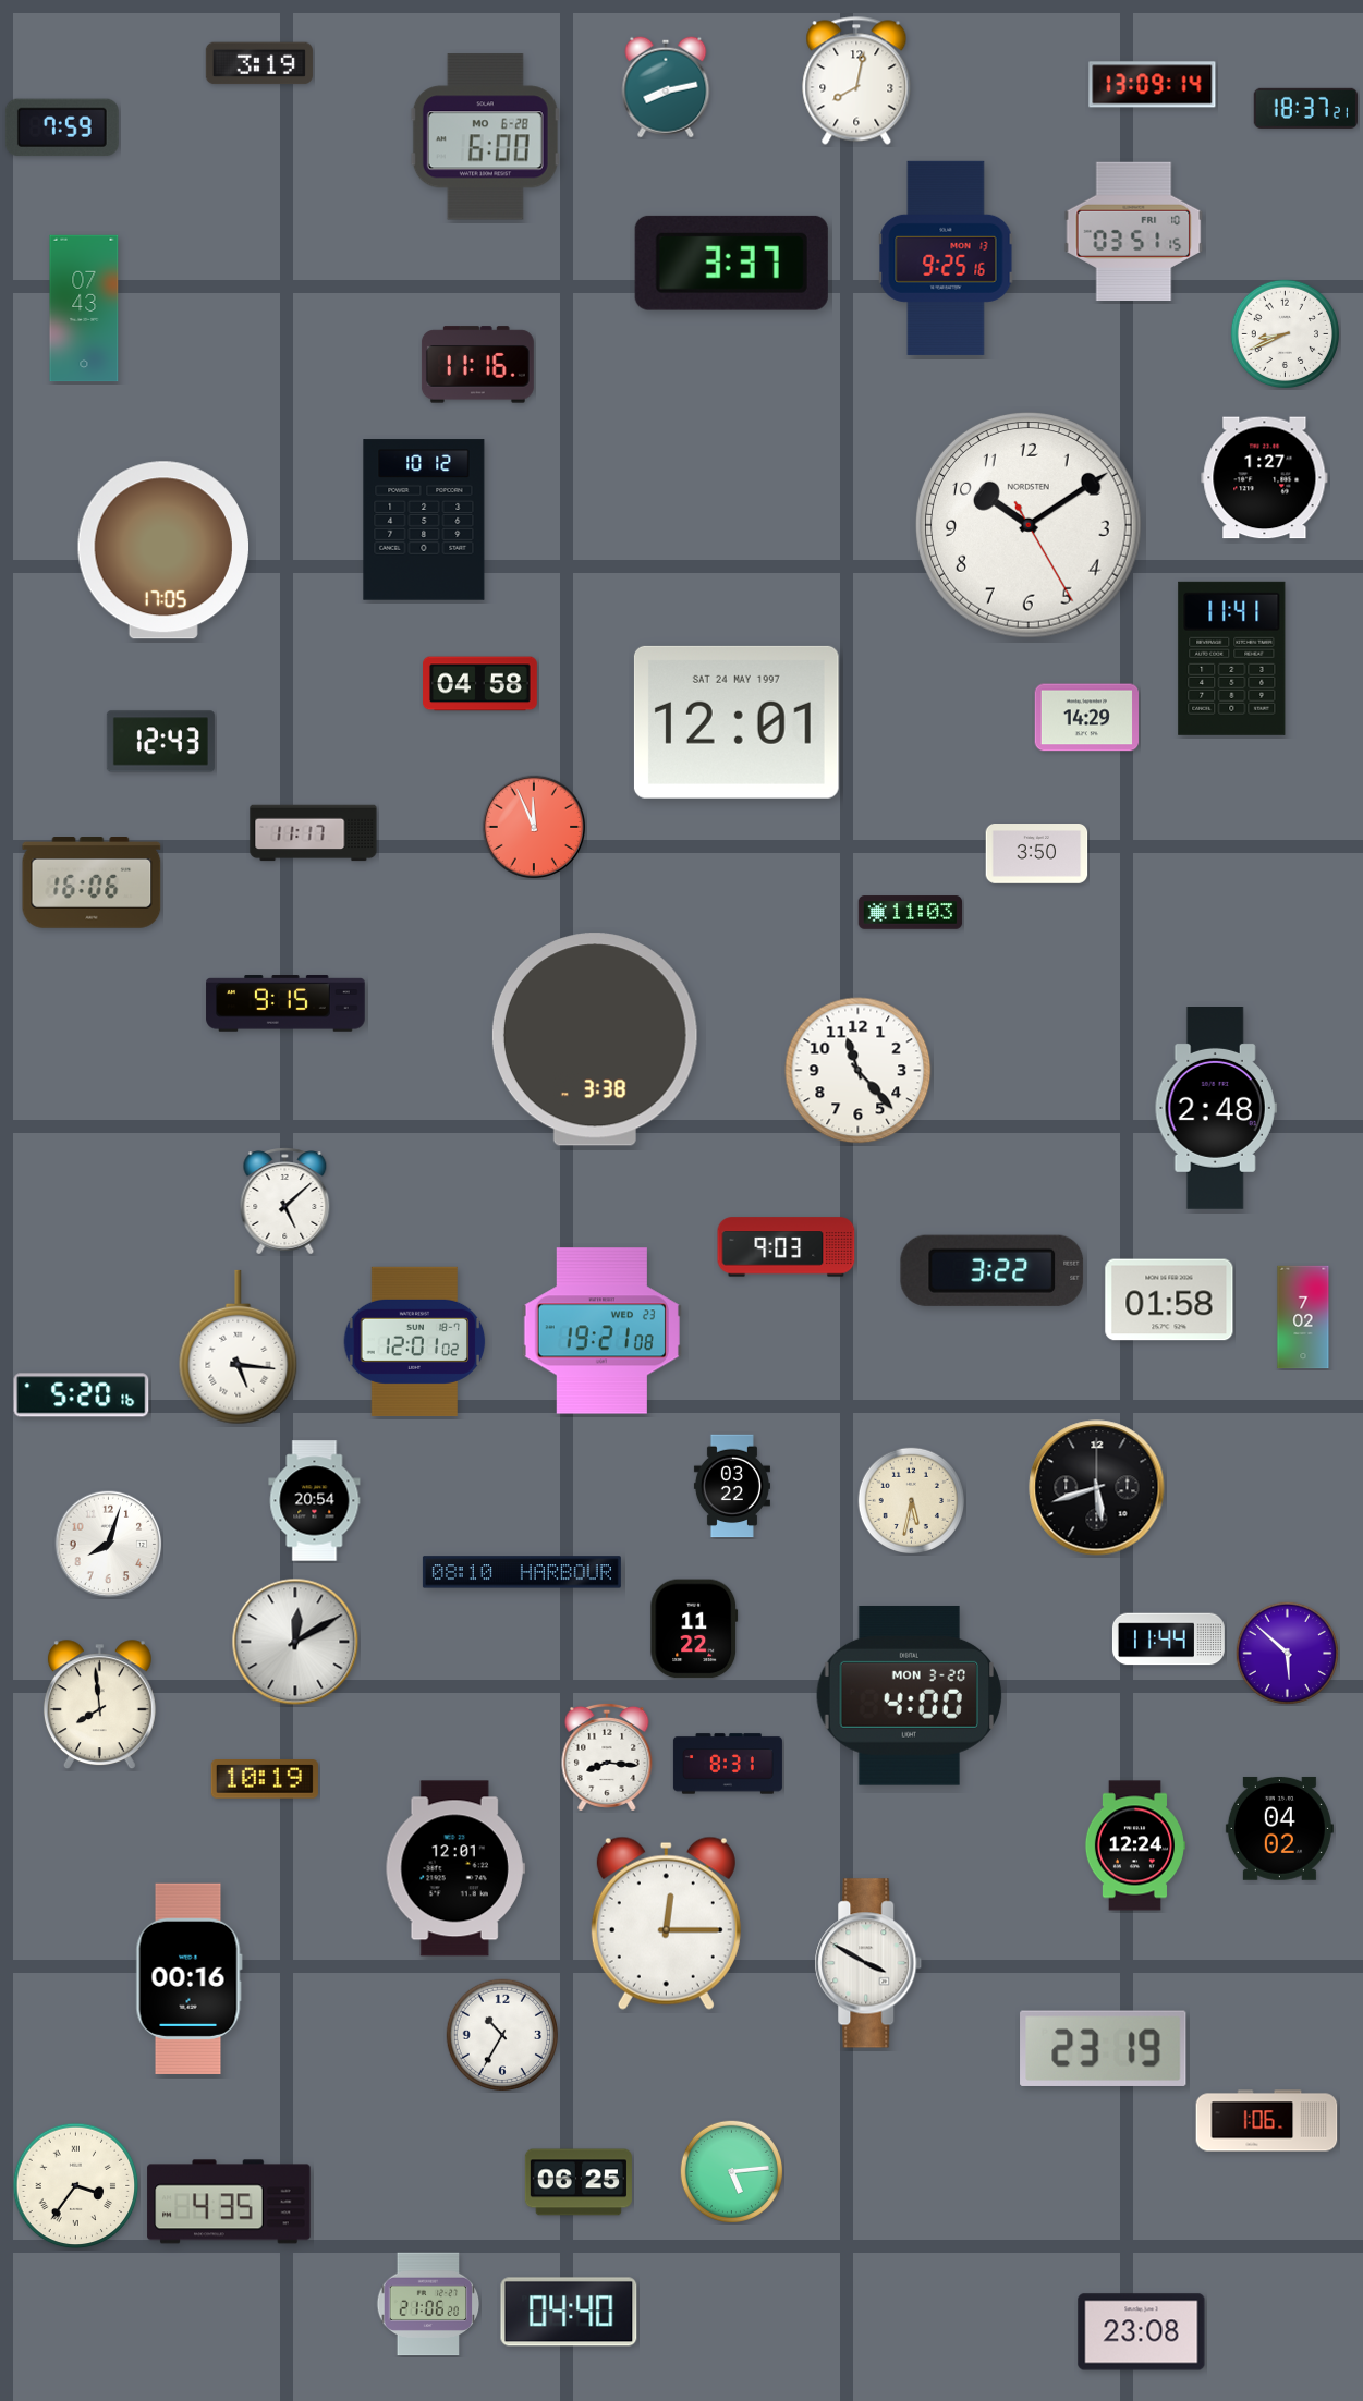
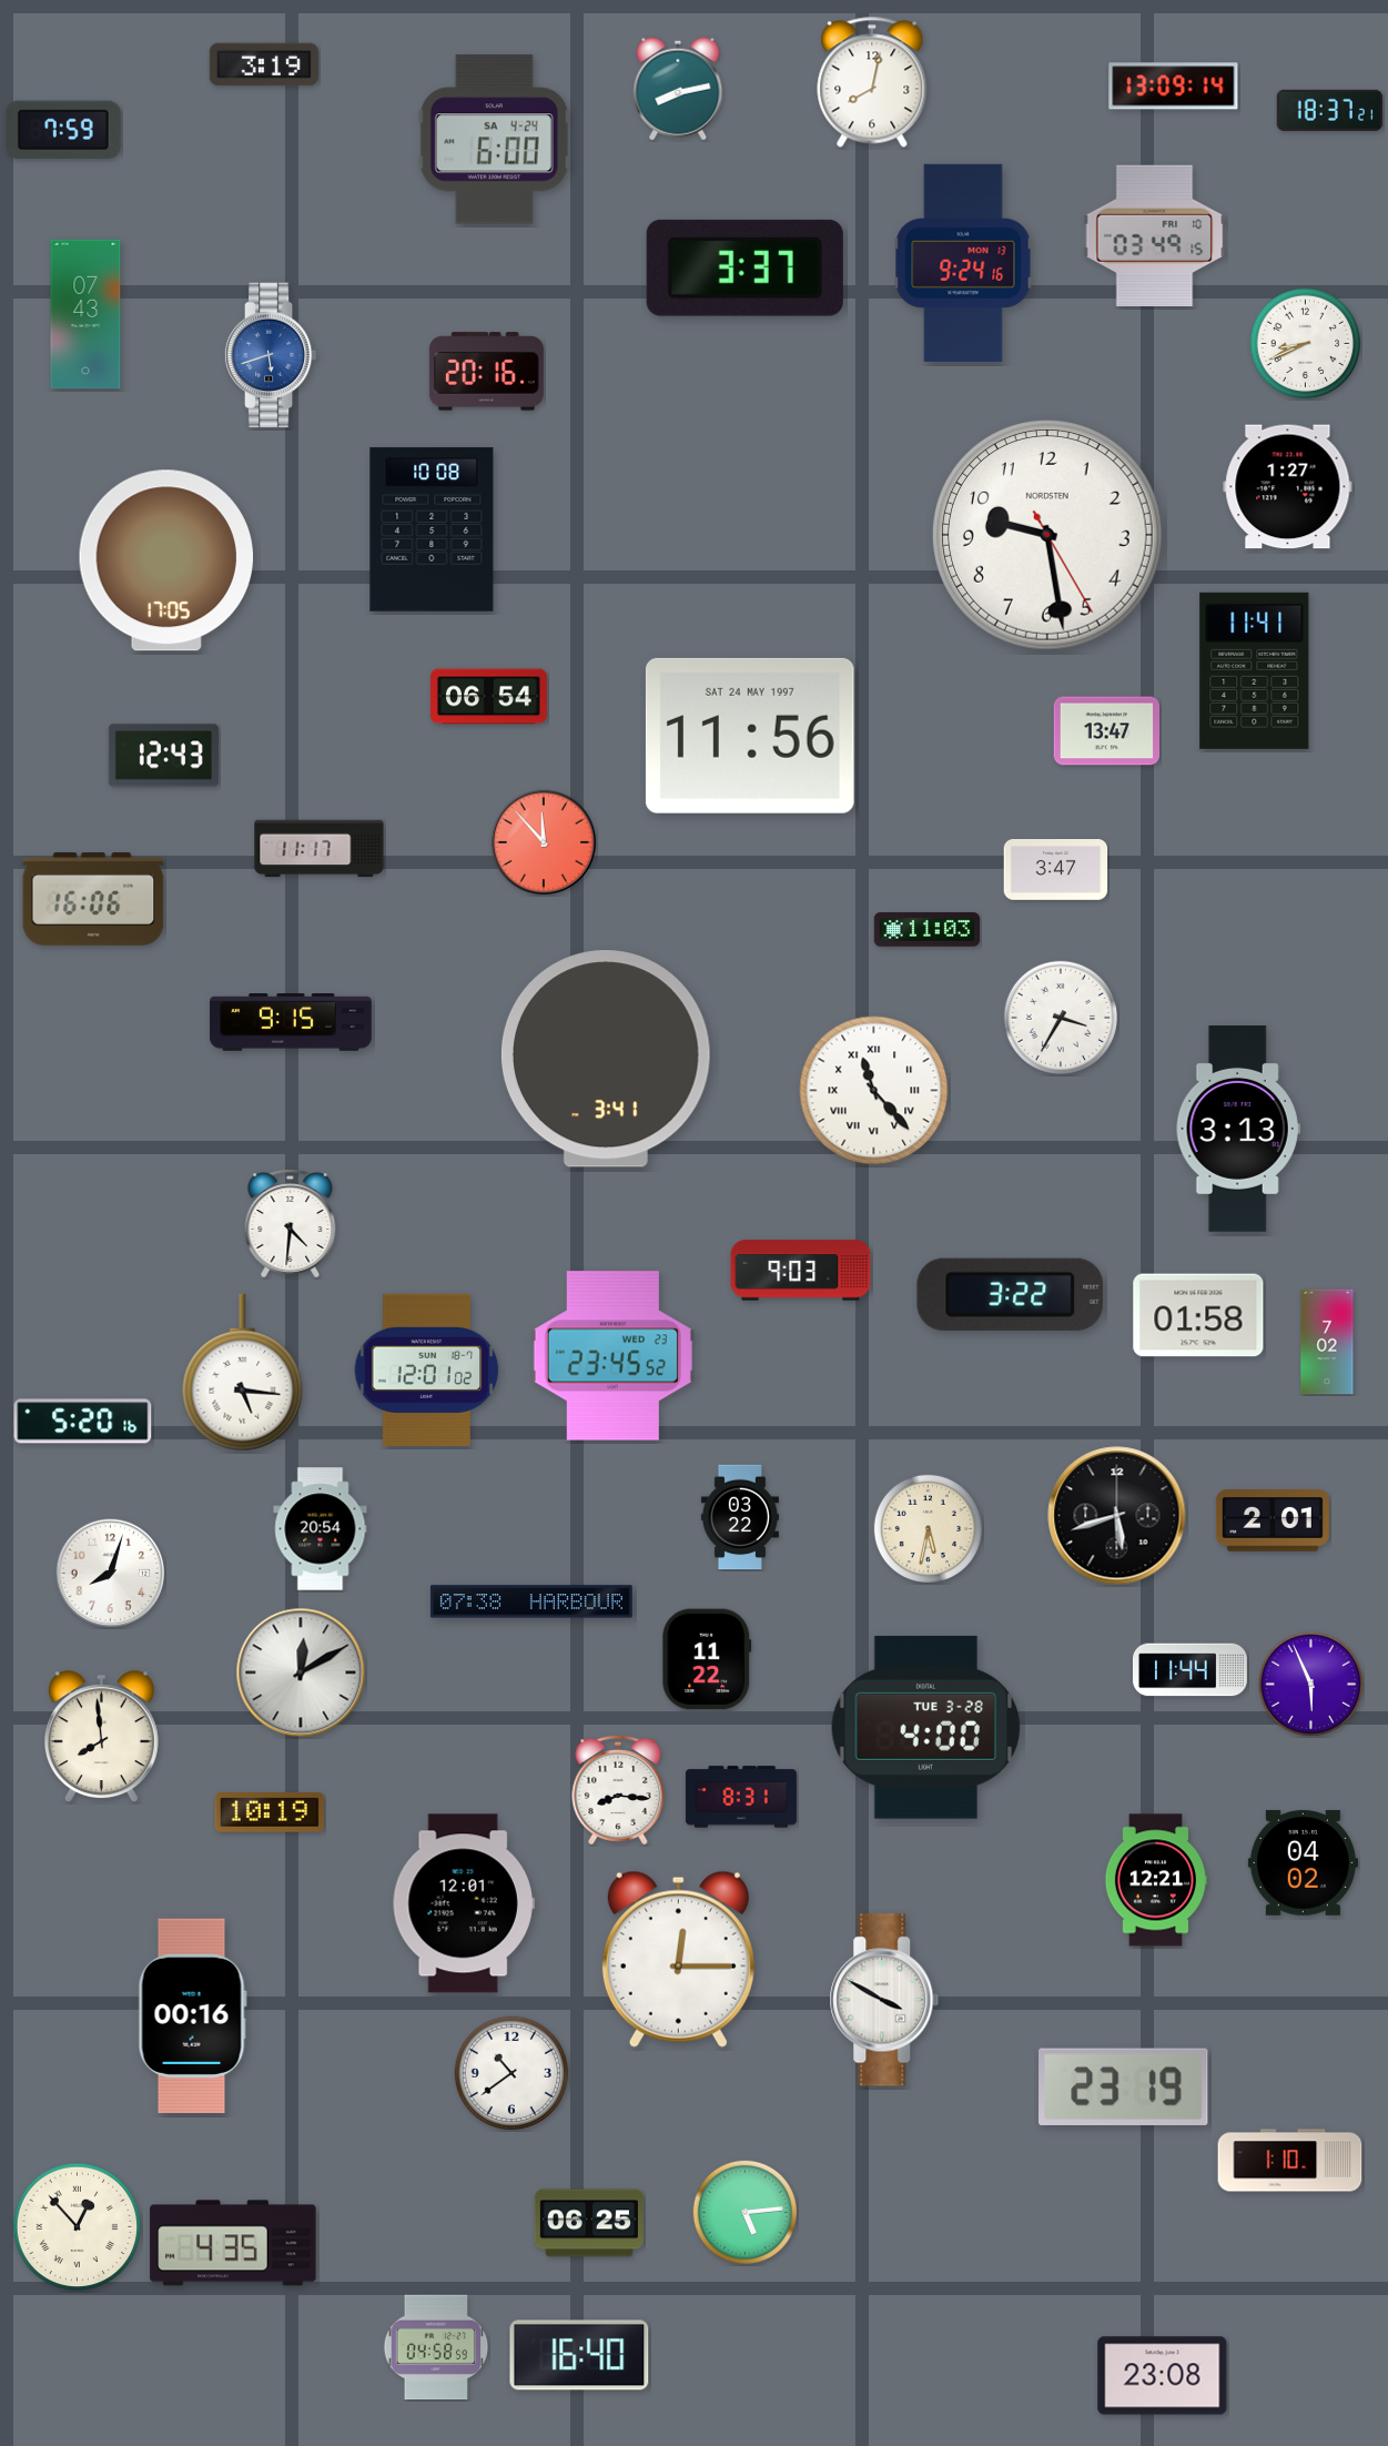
clock at (485, 137) date: MO 6-28 -> SA 4-24
clock at (1134, 231): 03:51 -> 03:49
clock at (946, 258): 9:25 -> 9:24
clock at (1285, 333) position: (1285, 333) -> (1305, 343)
clock at (271, 355): none -> 5:42
clock at (477, 365): 11:16 -> 20:16
clock at (424, 520): 10:12 -> 10:08
clock at (1030, 526): 10:09 -> 9:28
clock at (480, 684): 04:58 -> 06:54
clock at (1087, 718): 14:29 -> 13:47
clock at (737, 722): 12:01 -> 11:56
clock at (534, 827): 11:56 -> 11:53
clock at (1037, 854): 3:50 -> 3:47
clock at (1061, 1018): none -> 3:35
clock at (595, 1039): 3:38 -> 3:41
clock at (859, 1071) numerals: Arabic -> Roman
clock at (1216, 1109): 2:48 -> 3:13
clock at (285, 1202): 5:08 -> 4:31
clock at (1169, 1300) position: (1169, 1300) -> (1198, 1315)
clock at (601, 1331): 19:21 -> 23:45
clock at (415, 1341) position: (415, 1341) -> (427, 1369)
clock at (732, 1486) position: (732, 1486) -> (740, 1517)
clock at (1273, 1522): none -> 2:01
clock at (522, 1572): 08:10 -> 07:38
clock at (1287, 1653): 5:52 -> 5:56
clock at (910, 1695) date: MON 3-20 -> TUE 3-28
clock at (1134, 1845): 12:24 -> 12:21
clock at (502, 2035): 10:35 -> 10:39
clock at (1267, 2121): 1:06 -> 1:10
clock at (76, 2186): 3:36 -> 12:53
clock at (428, 2304): 21:06 -> 04:58
clock at (569, 2312): 04:40 -> 16:40
